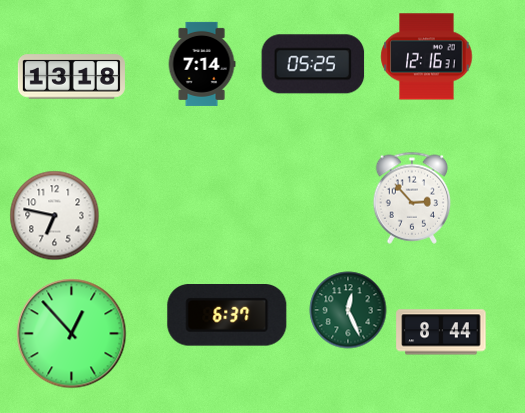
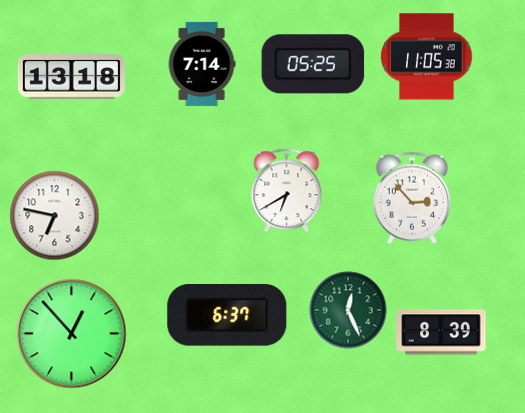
clock at (427, 57): 12:16 -> 11:05
clock at (287, 191): none -> 6:40
clock at (441, 332): 8:44 -> 8:39
